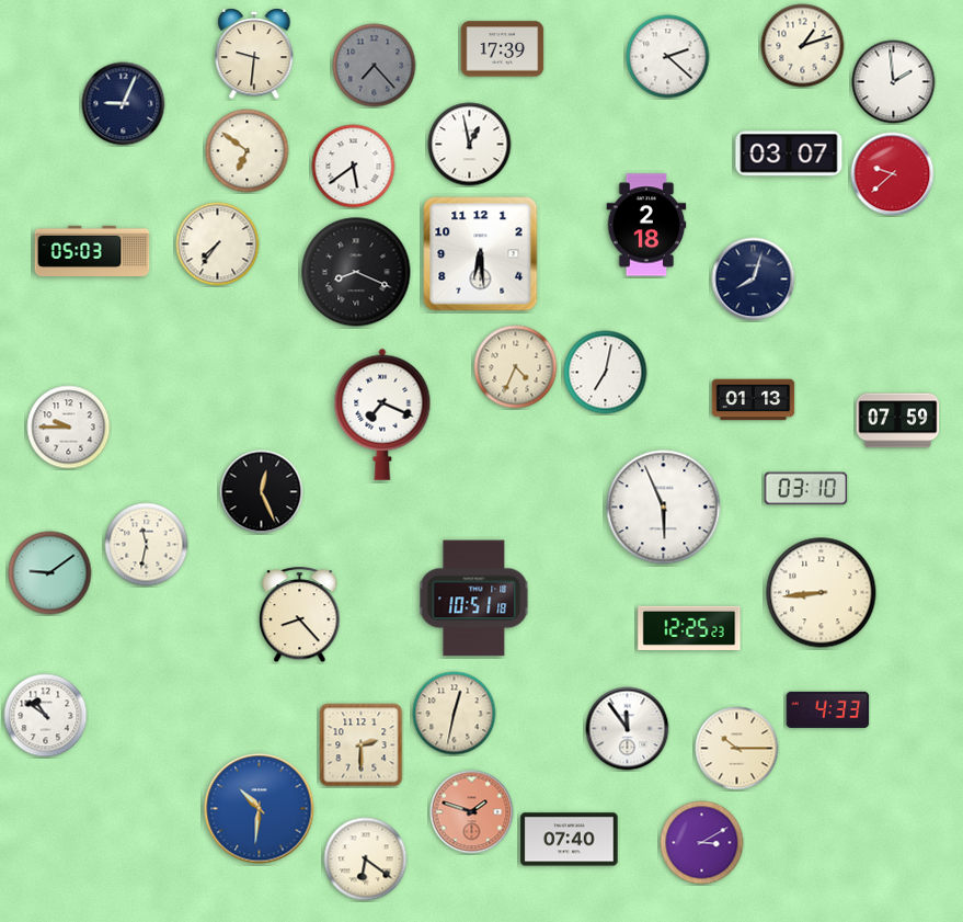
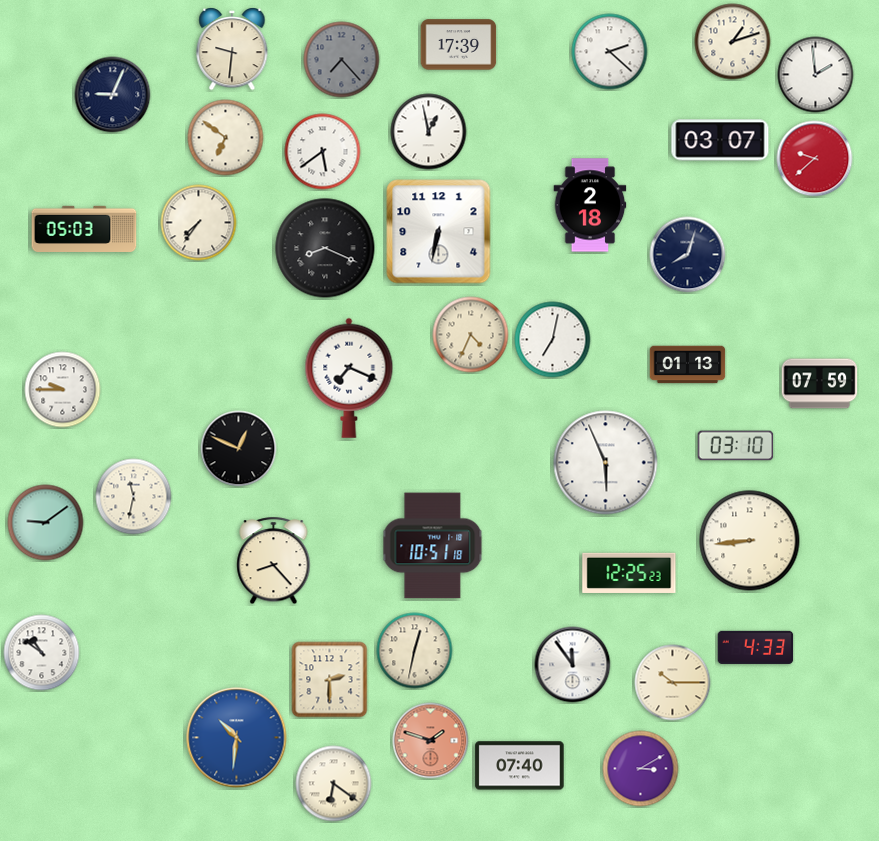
clock at (481, 254): 6:29 -> 6:32
clock at (262, 492): 12:26 -> 12:49
